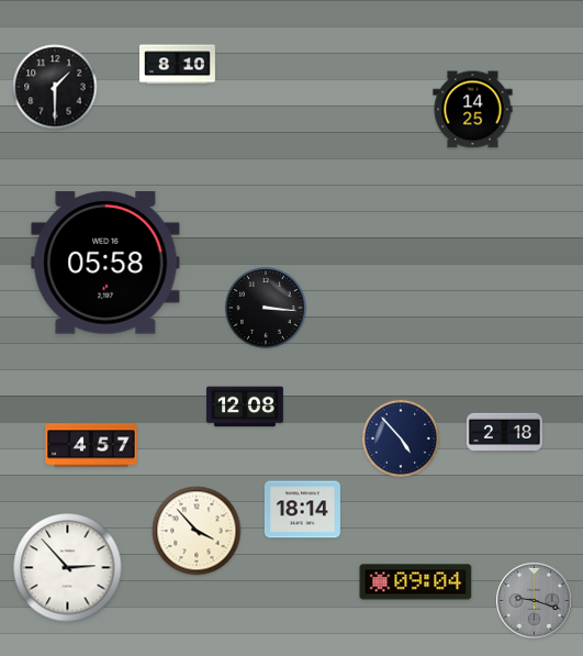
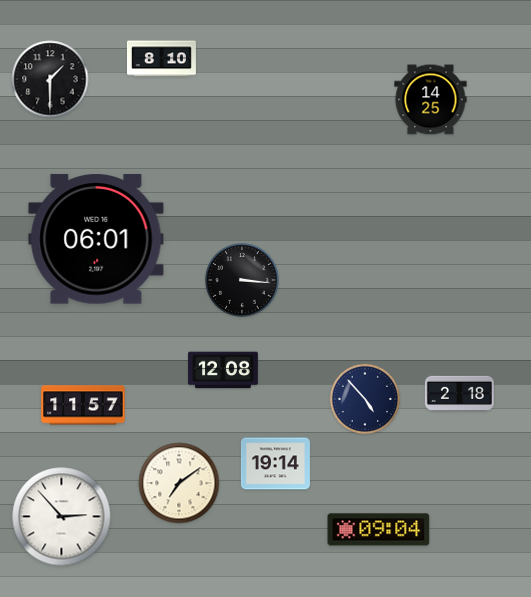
clock at (105, 264): 05:58 -> 06:01
clock at (91, 445): 4:57 -> 11:57
clock at (302, 510): 18:14 -> 19:14
clock at (197, 531): 3:53 -> 7:09
clock at (535, 601): 9:18 -> none
